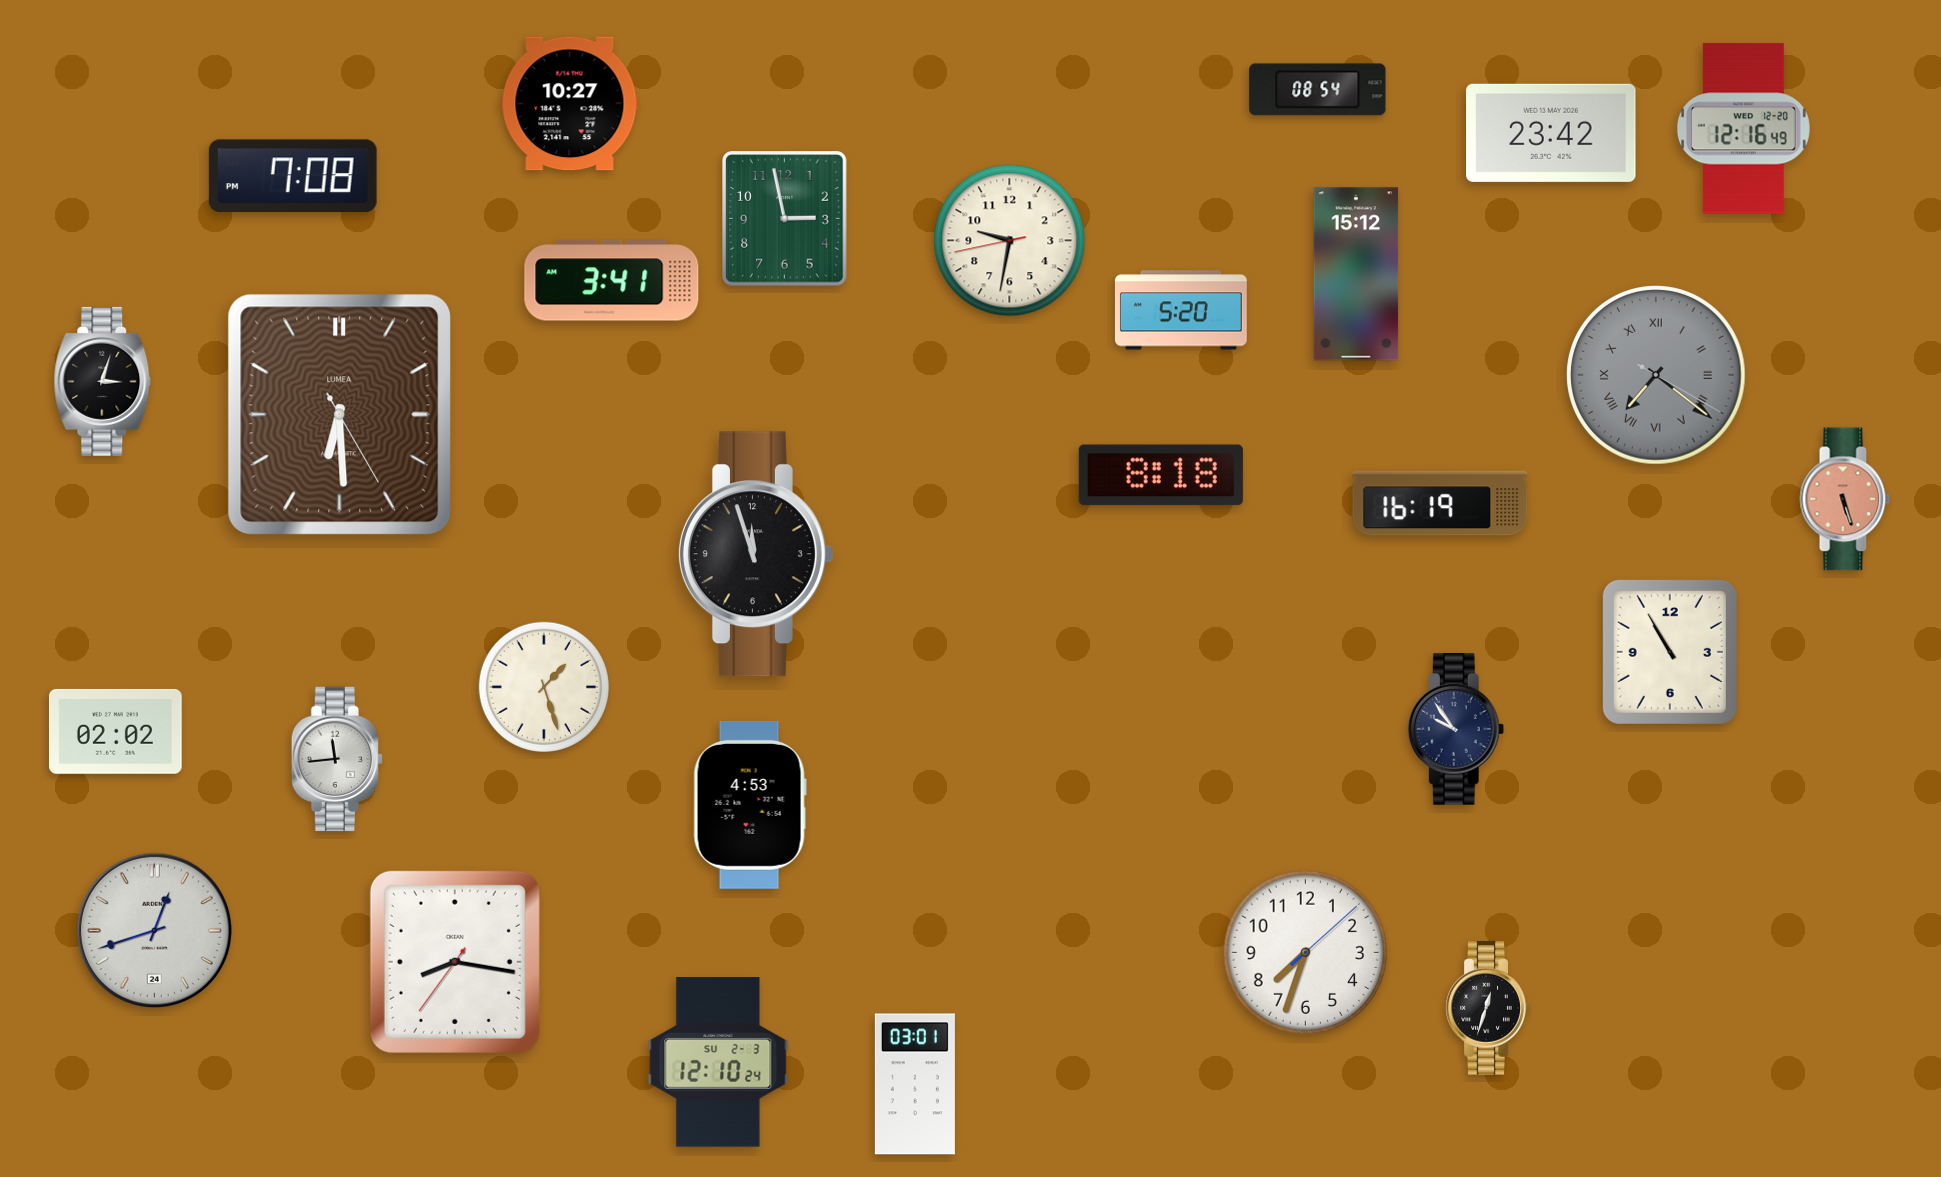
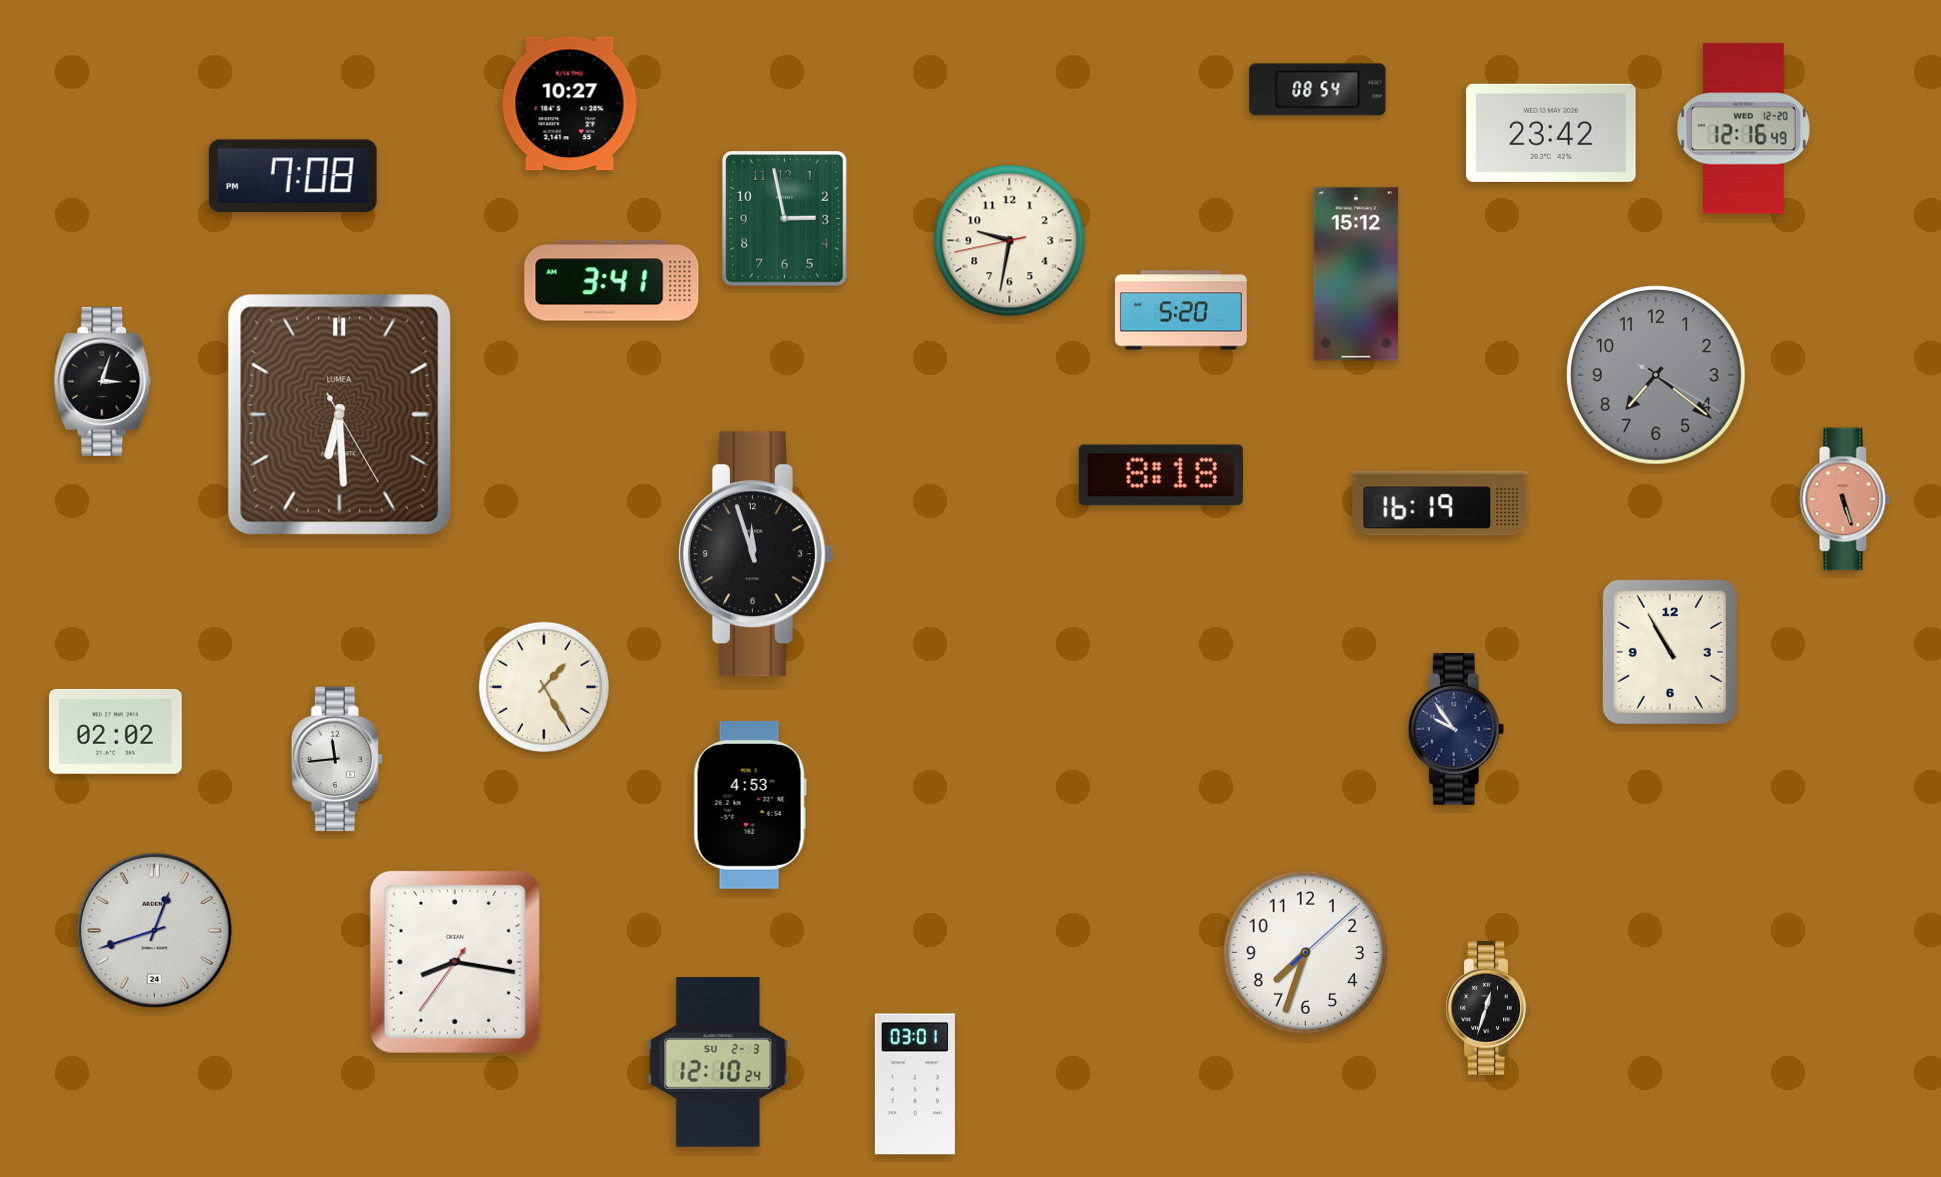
clock at (1657, 376) numerals: Roman -> Arabic
clock at (544, 687): 1:27 -> 1:25
